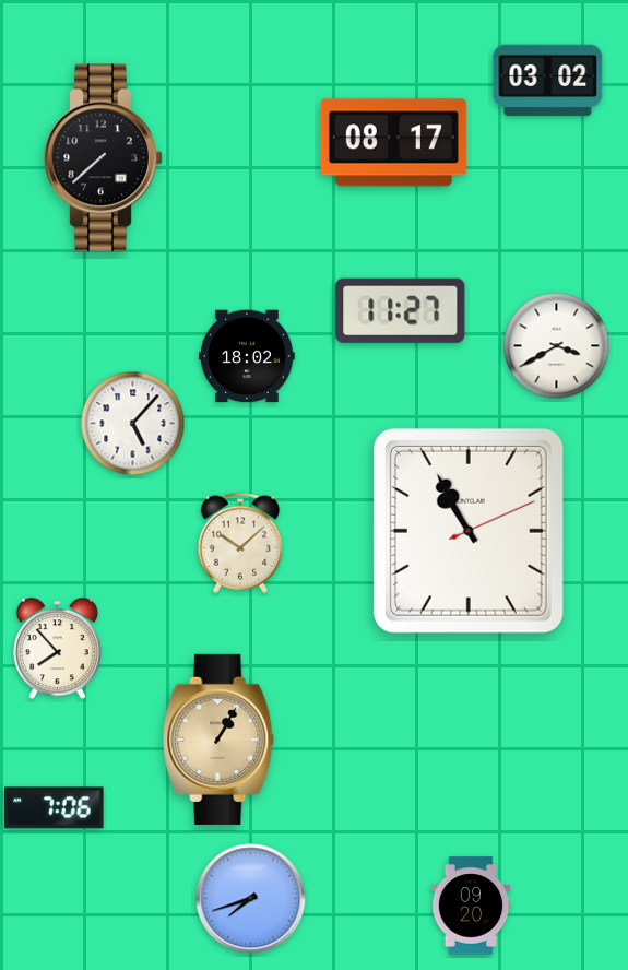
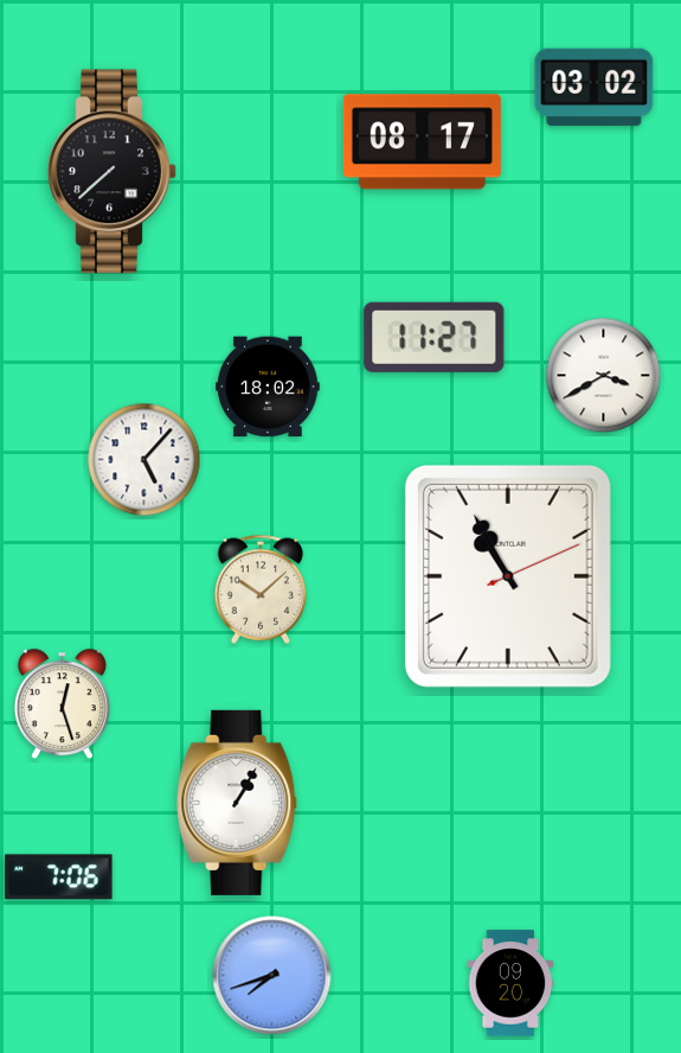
clock at (393, 143) position: (393, 143) -> (422, 142)
clock at (57, 649): 7:53 -> 12:27
clock at (220, 740) dial: champagne -> white
